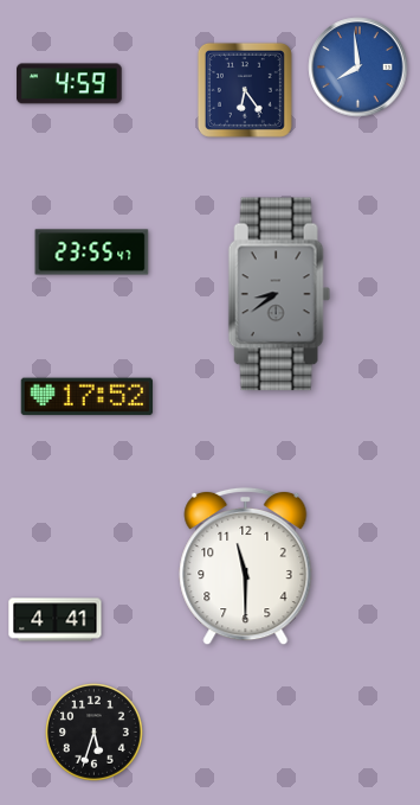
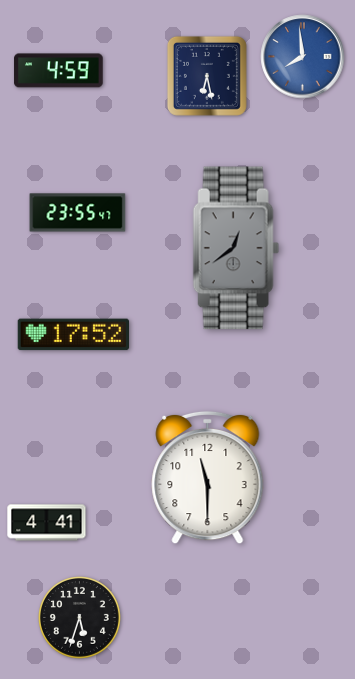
clock at (245, 90): 6:24 -> 6:28
clock at (279, 294): 8:39 -> 12:39
